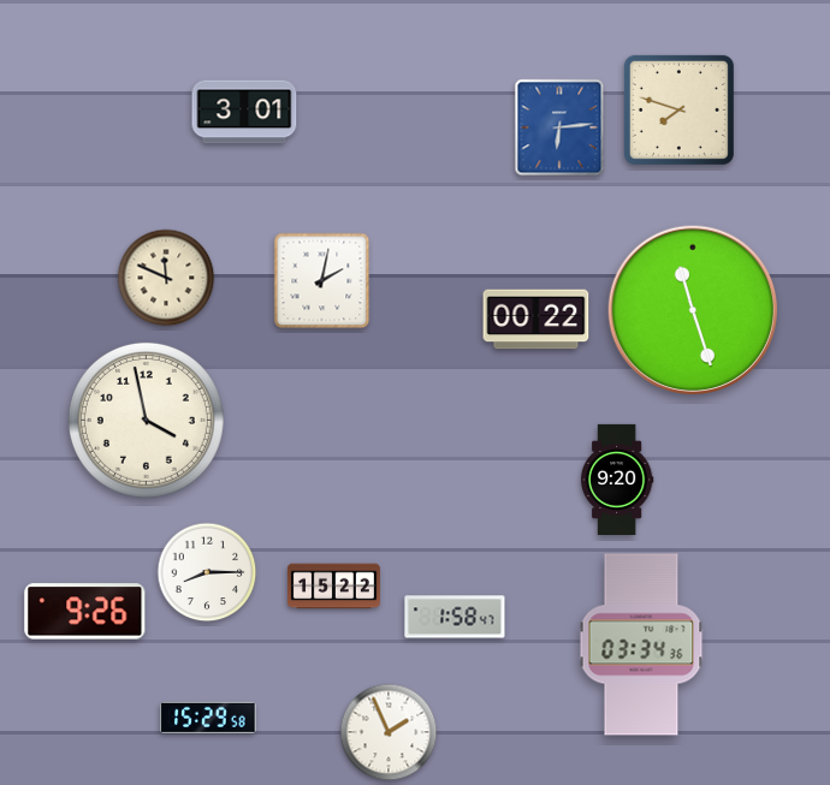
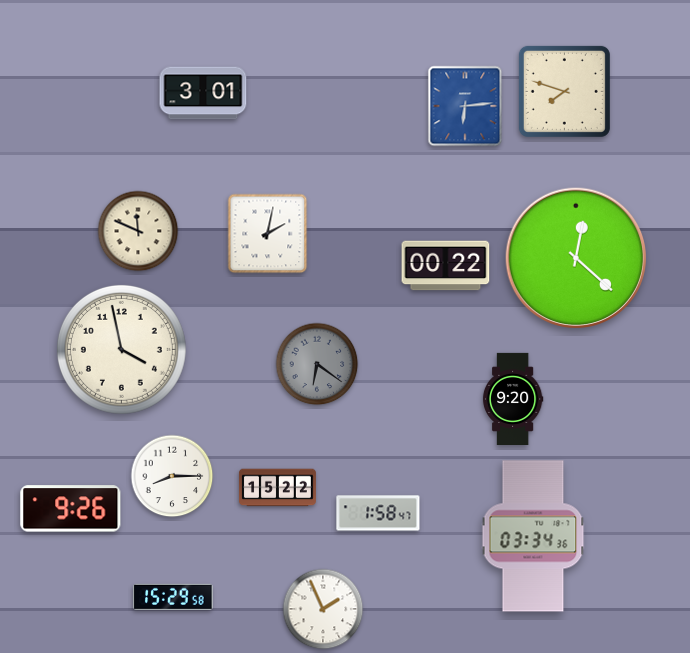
clock at (693, 309): 11:27 -> 12:22
clock at (317, 364): none -> 6:21
